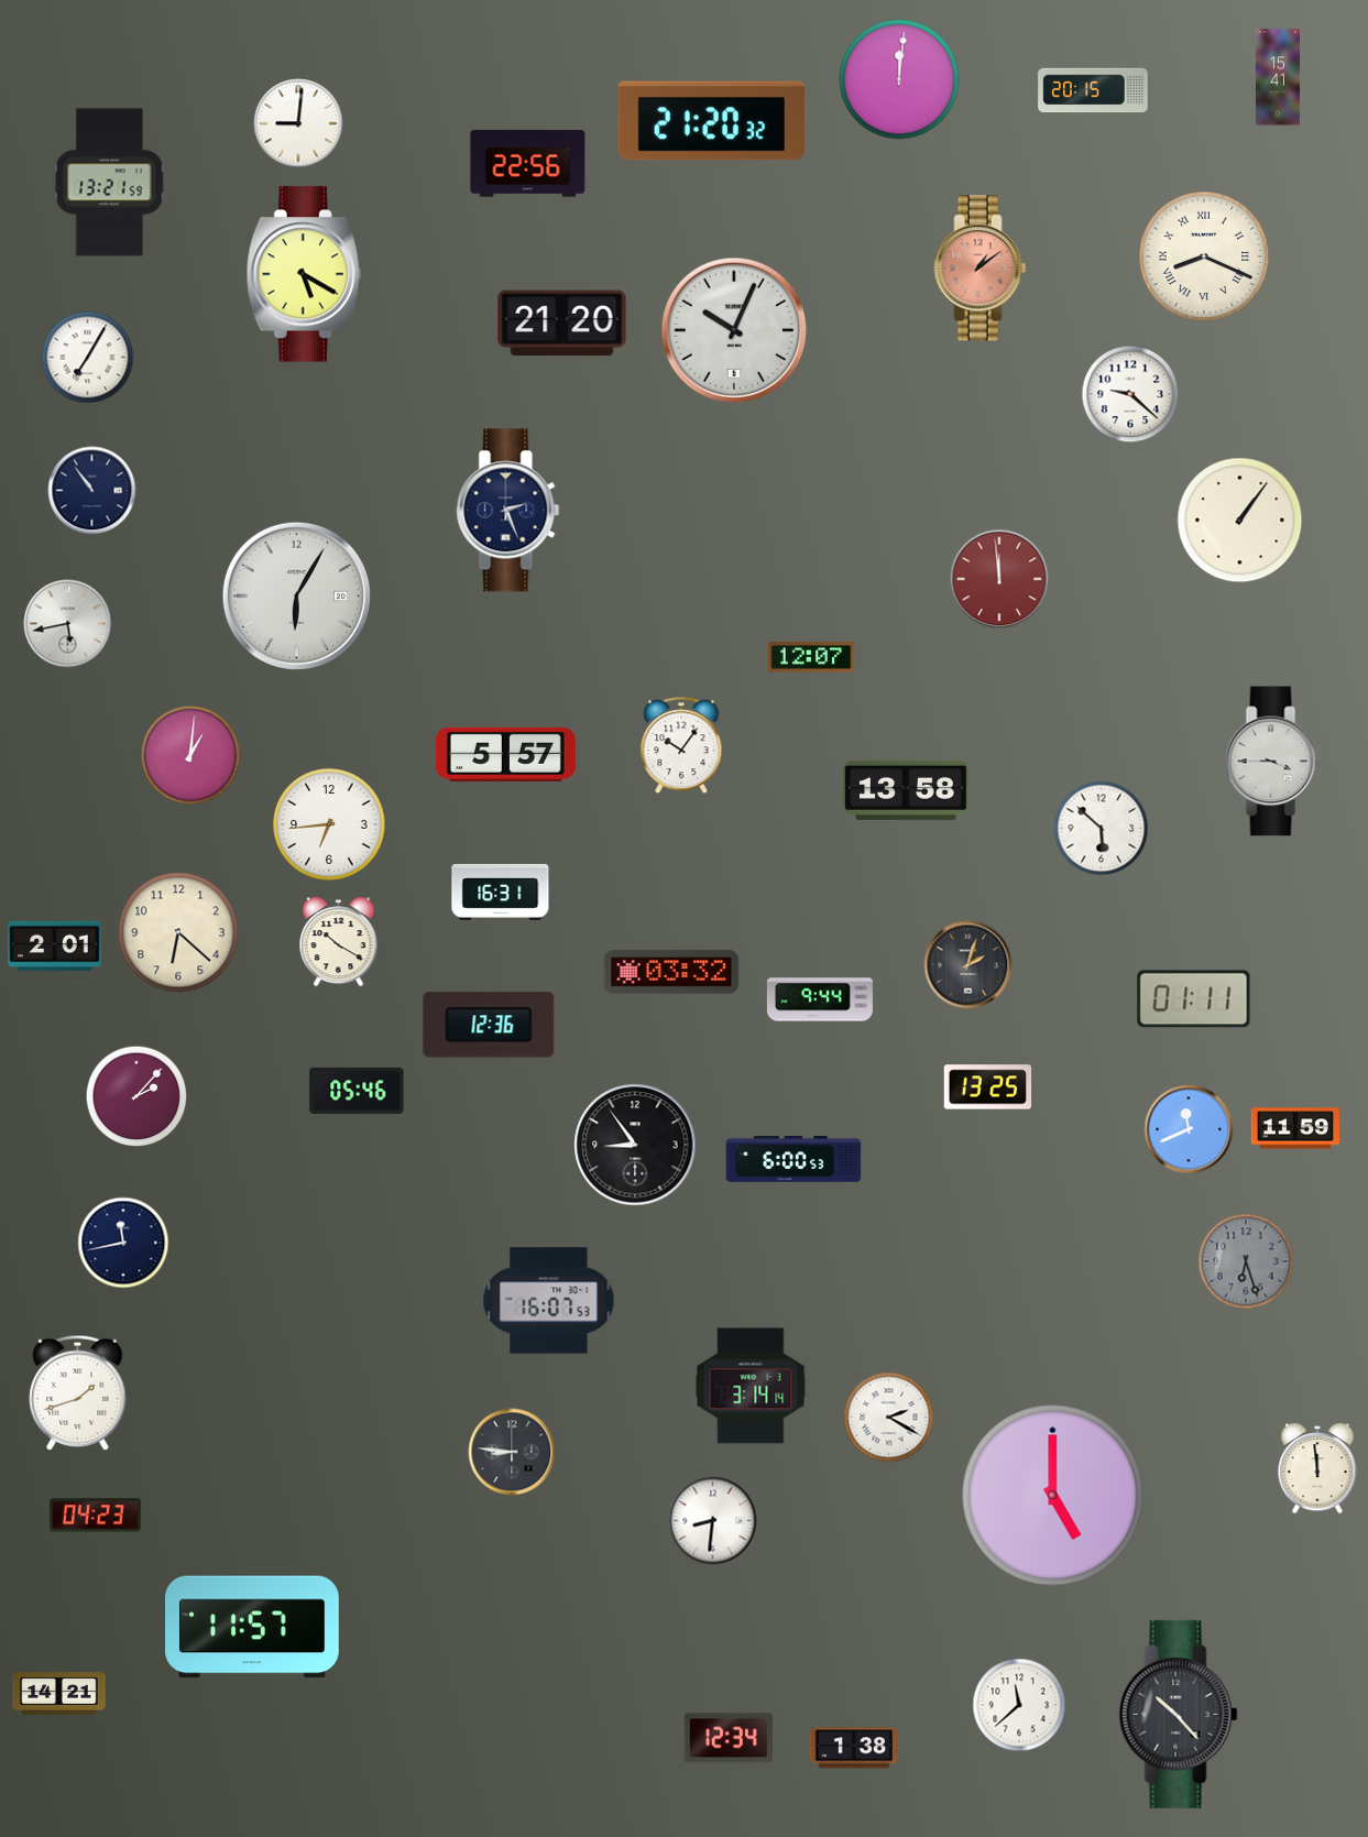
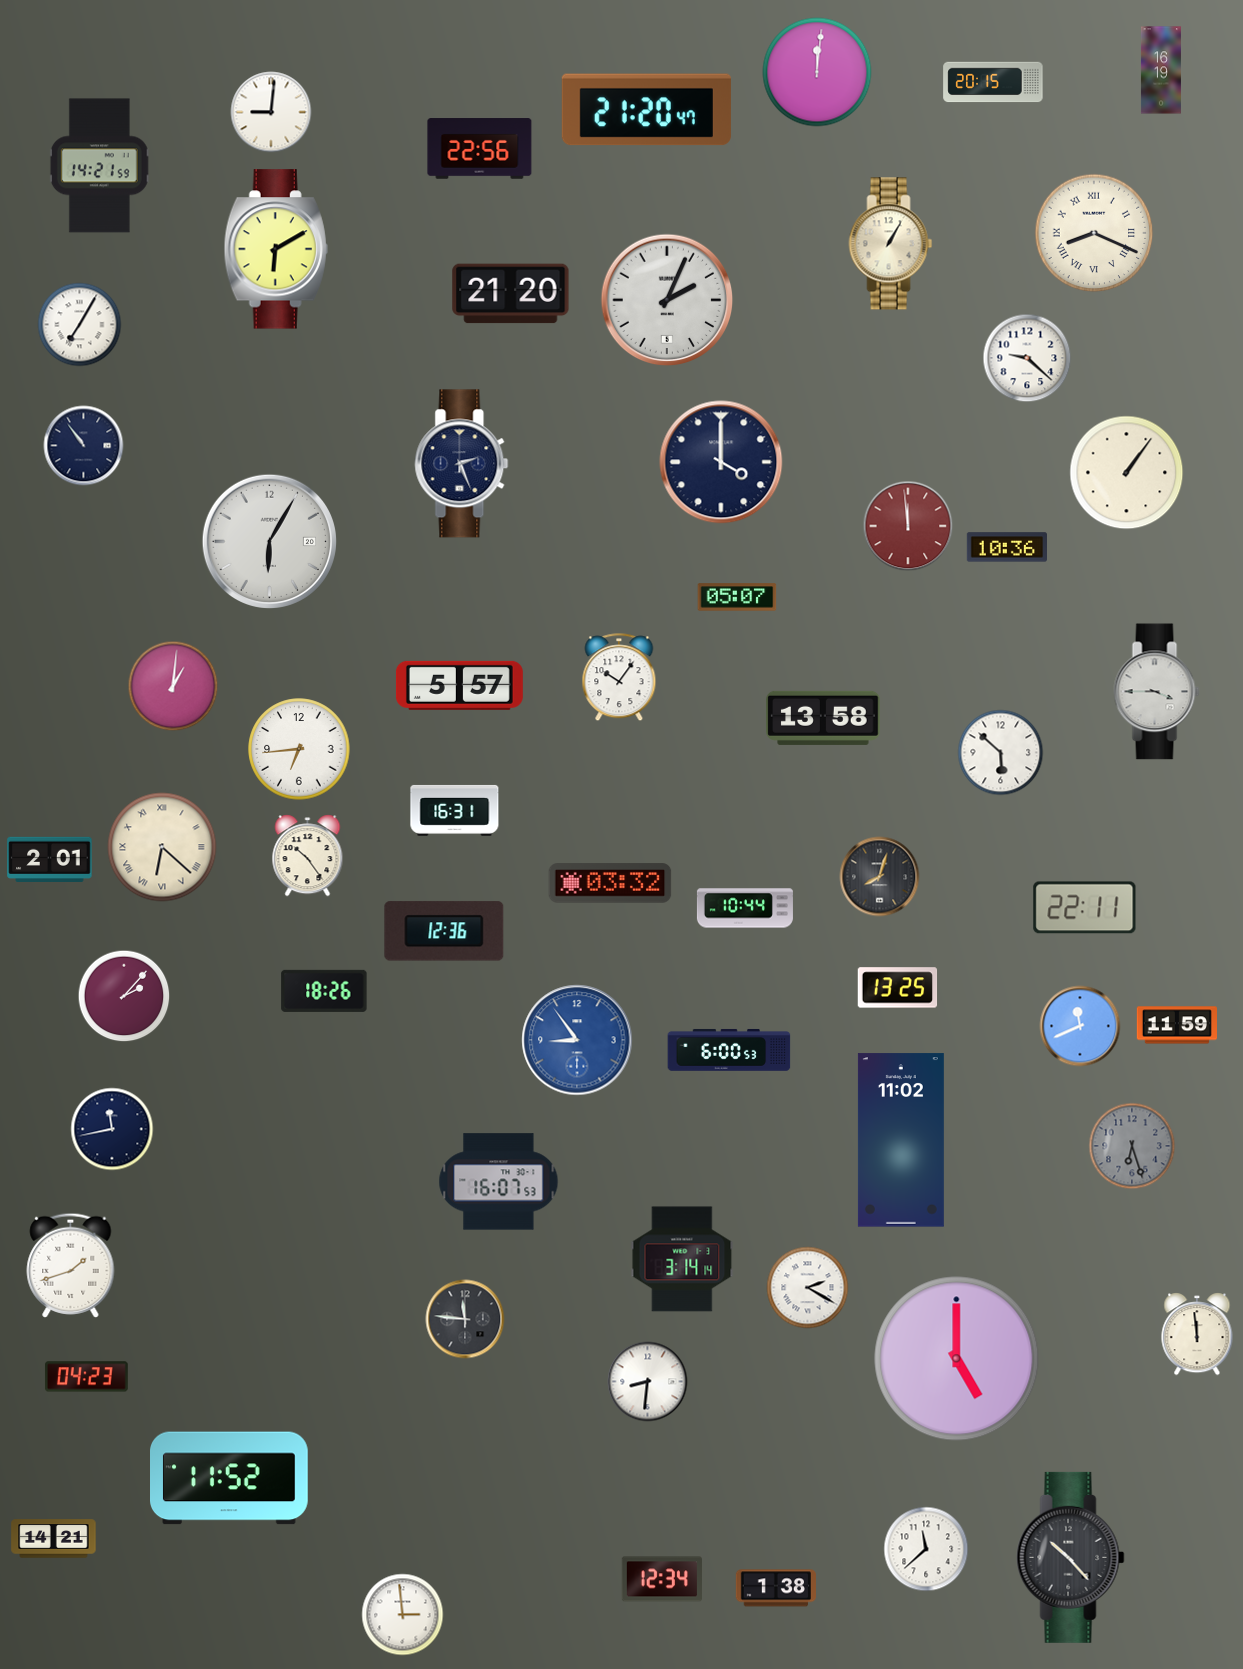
clock at (1278, 77): 15:41 -> 16:19
clock at (711, 121): 21:20:32 -> 21:20:47
clock at (109, 183): 13:21 -> 14:21
clock at (981, 269): 1:09 -> 1:05
clock at (981, 269) dial: salmon -> cream
clock at (304, 274): 5:20 -> 6:10
clock at (734, 330): 10:04 -> 2:04
clock at (721, 462): none -> 4:00
clock at (1006, 547): none -> 10:36
clock at (68, 624): 5:43 -> none
clock at (811, 657): 12:07 -> 05:07
clock at (178, 932) numerals: Arabic -> Roman
clock at (339, 942): 10:20 -> 10:24
clock at (968, 965): 2:03 -> 8:03
clock at (820, 999): 9:44 -> 10:44
clock at (1194, 999): 01:11 -> 22:11
clock at (357, 1091): 05:46 -> 18:26
clock at (635, 1145) dial: black -> blue
clock at (794, 1159) position: (794, 1159) -> (729, 1050)
clock at (901, 1140): none -> 11:02
clock at (512, 1452): 8:46 -> 11:46
clock at (253, 1627): 11:57 -> 11:52
clock at (403, 1615): none -> 2:59
